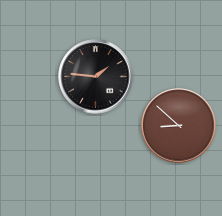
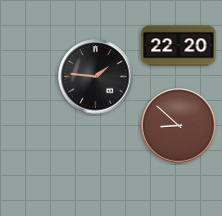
clock at (179, 46): none -> 22:20
